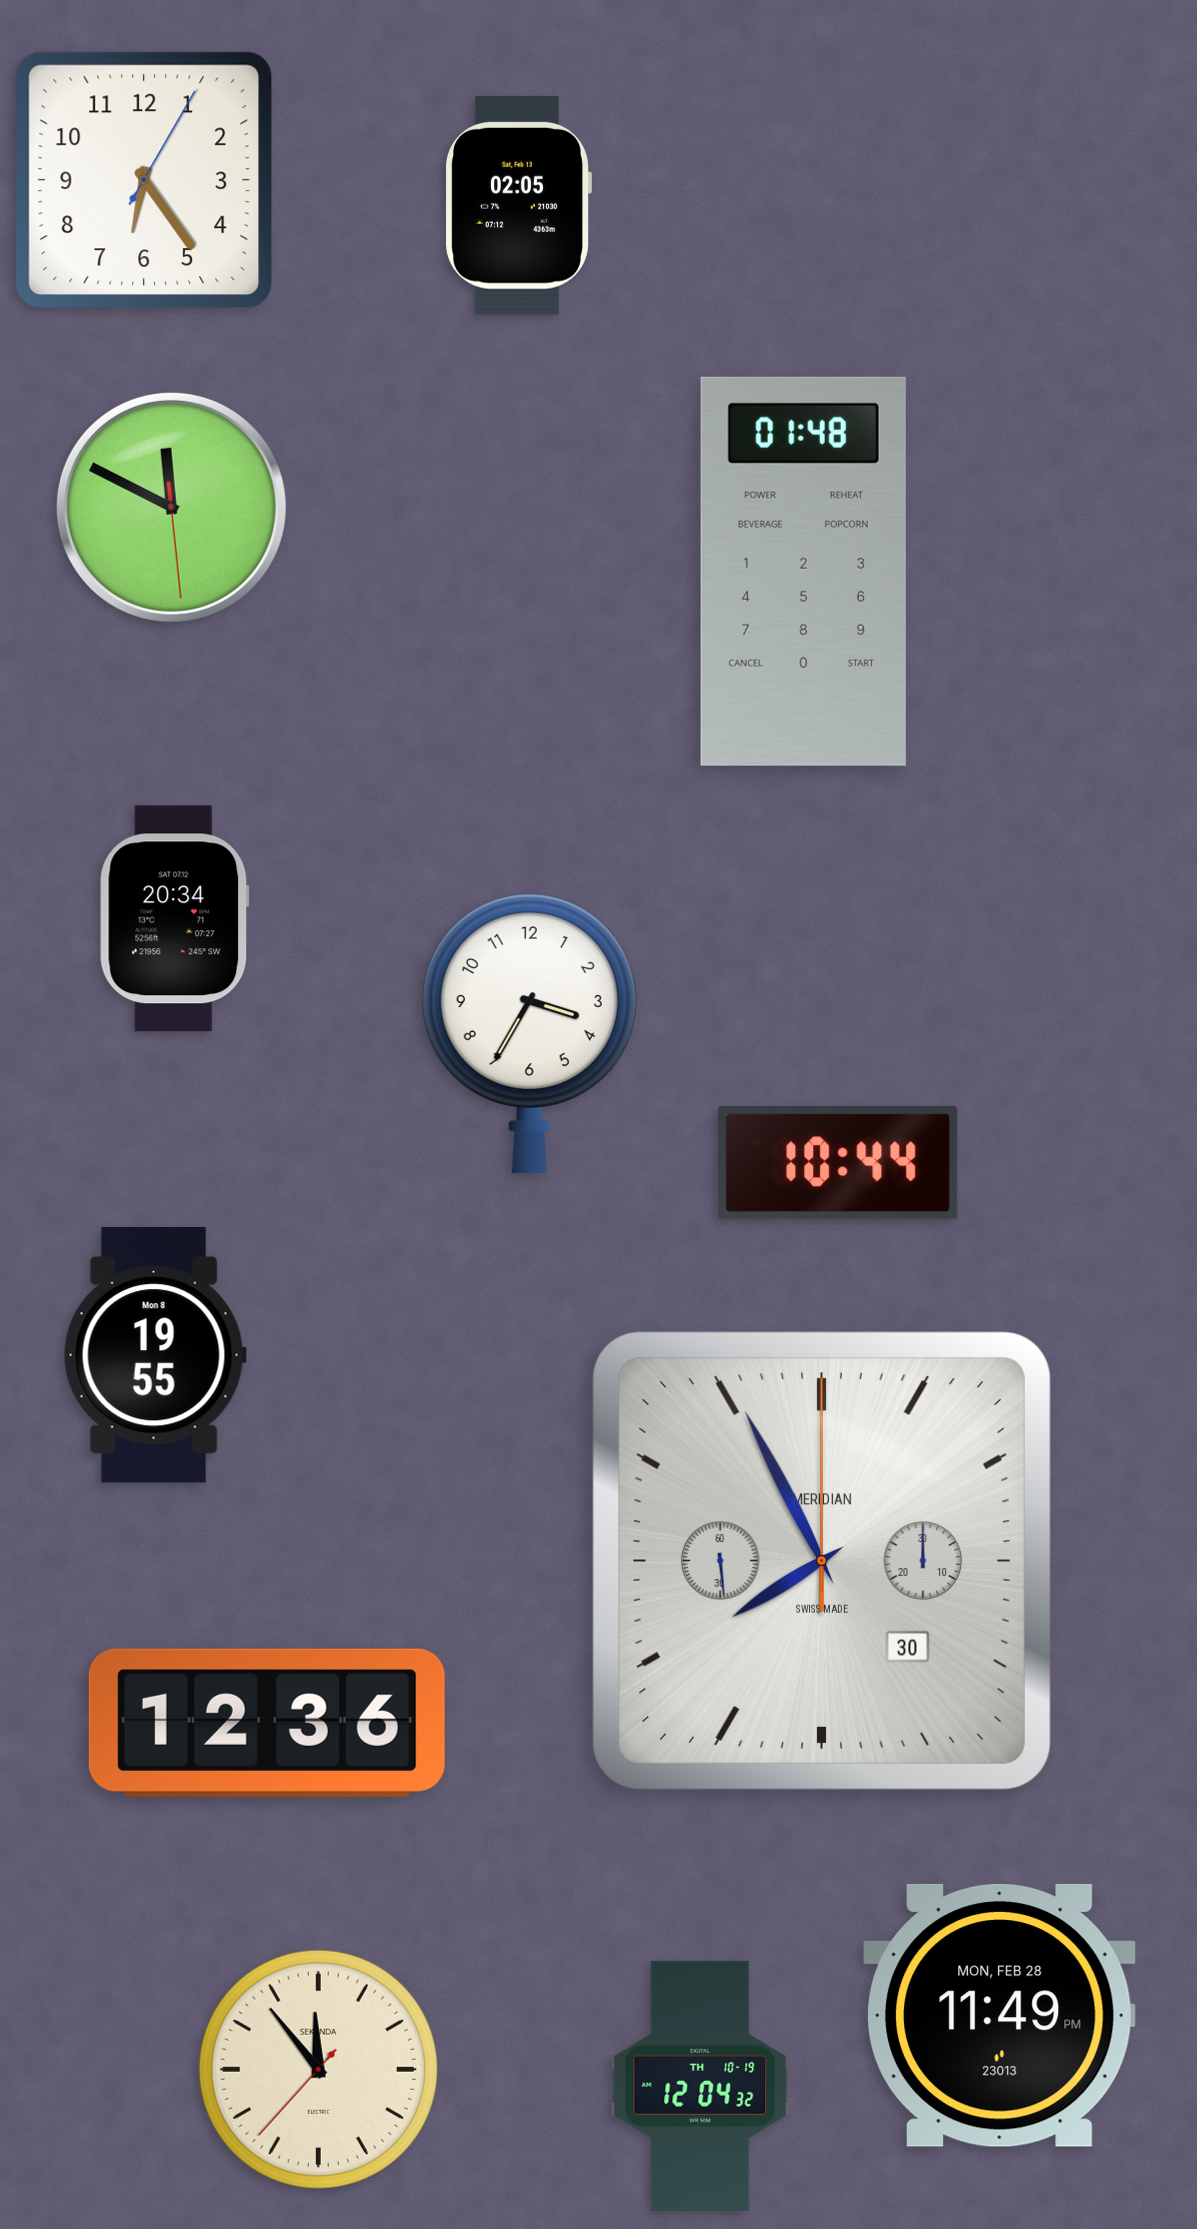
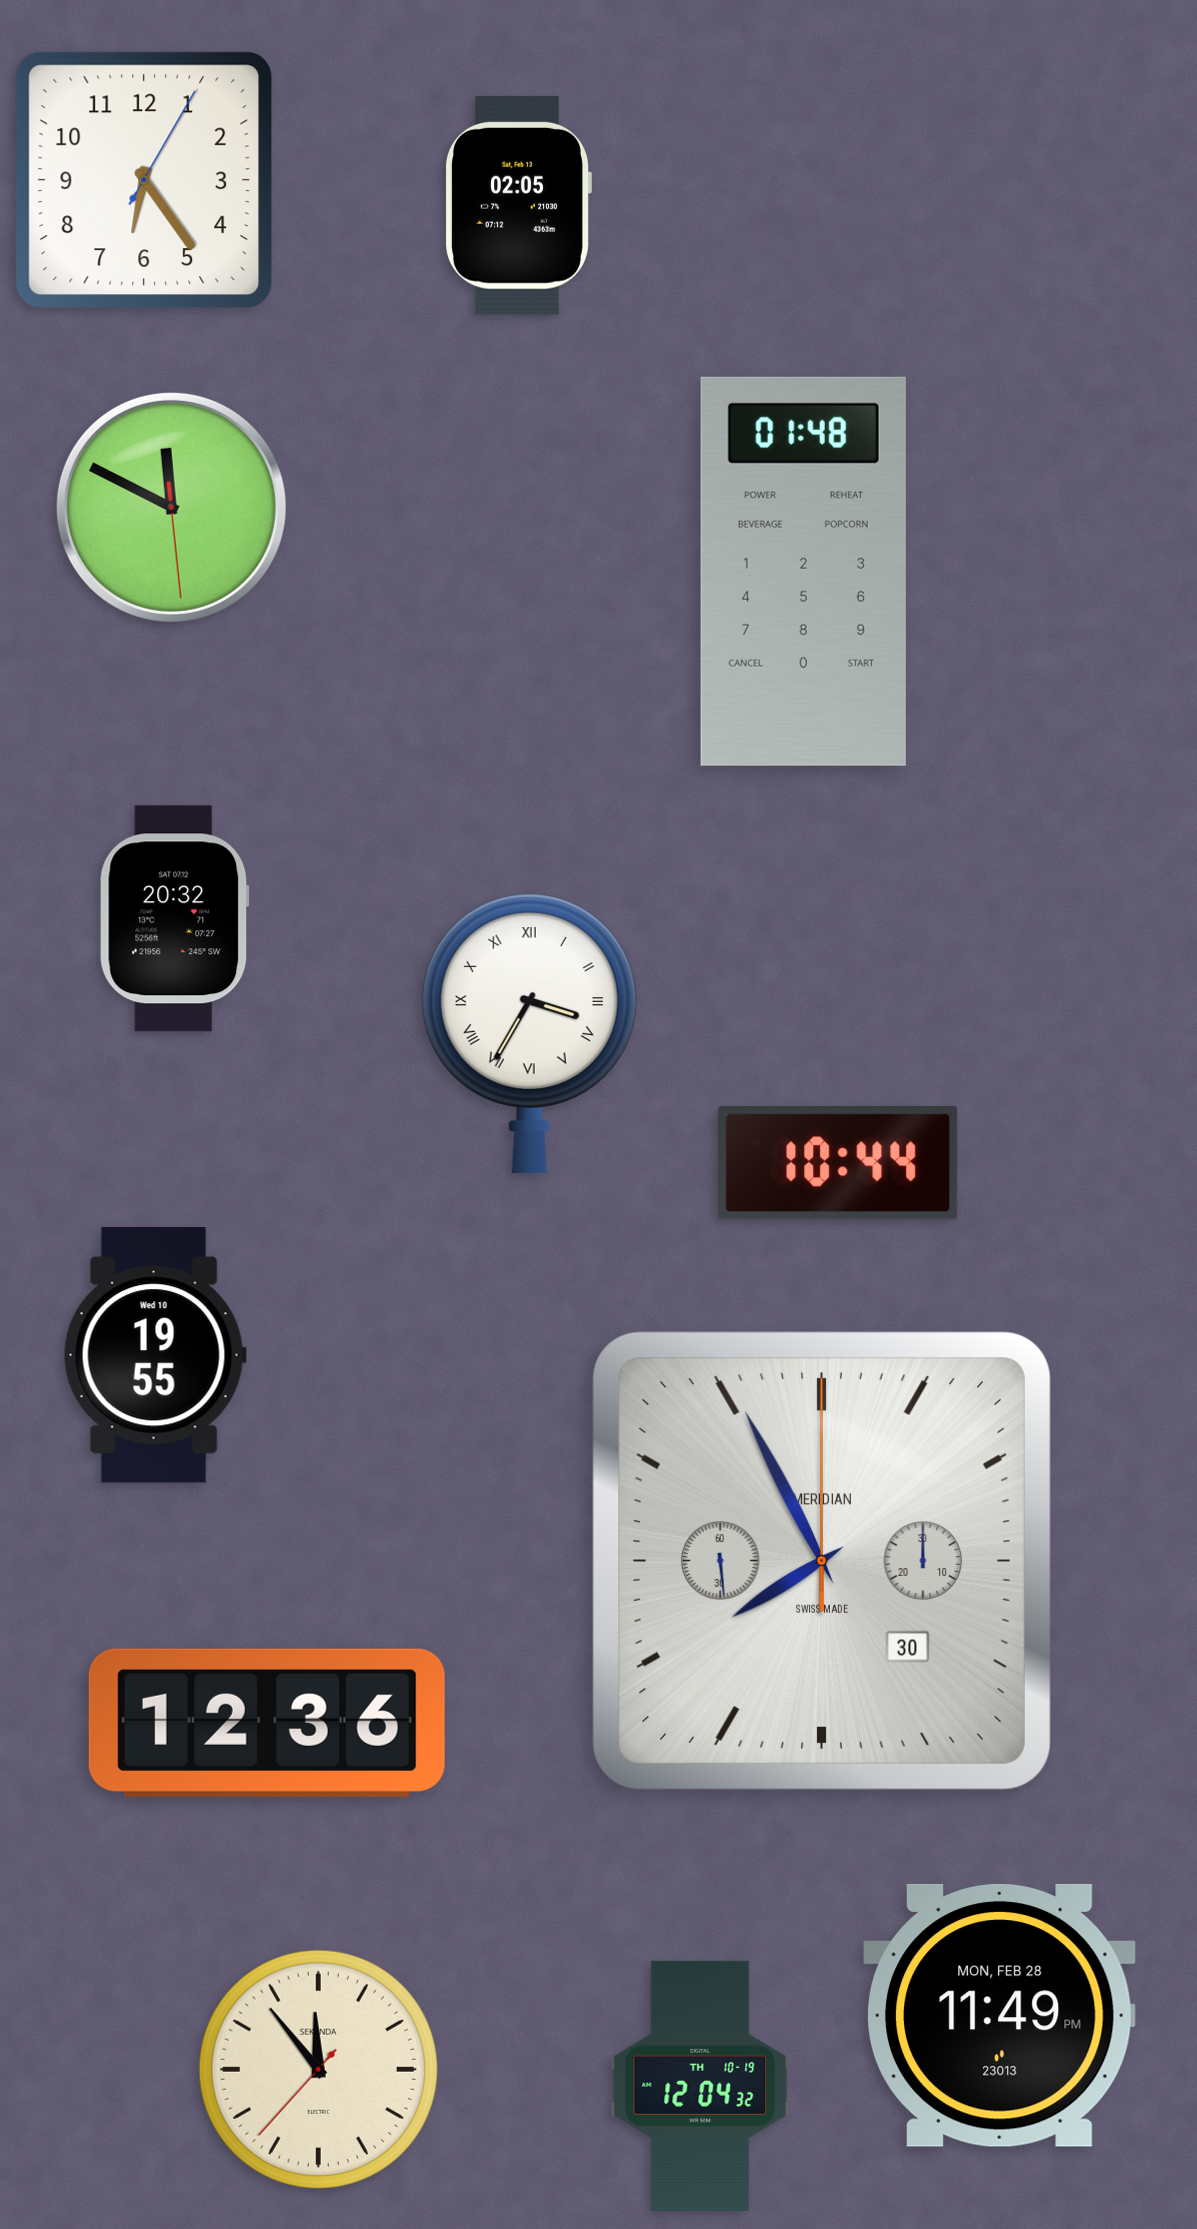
clock at (175, 919): 20:34 -> 20:32
clock at (529, 1034) numerals: Arabic -> Roman
clock at (155, 1355) date: Mon 8 -> Wed 10
